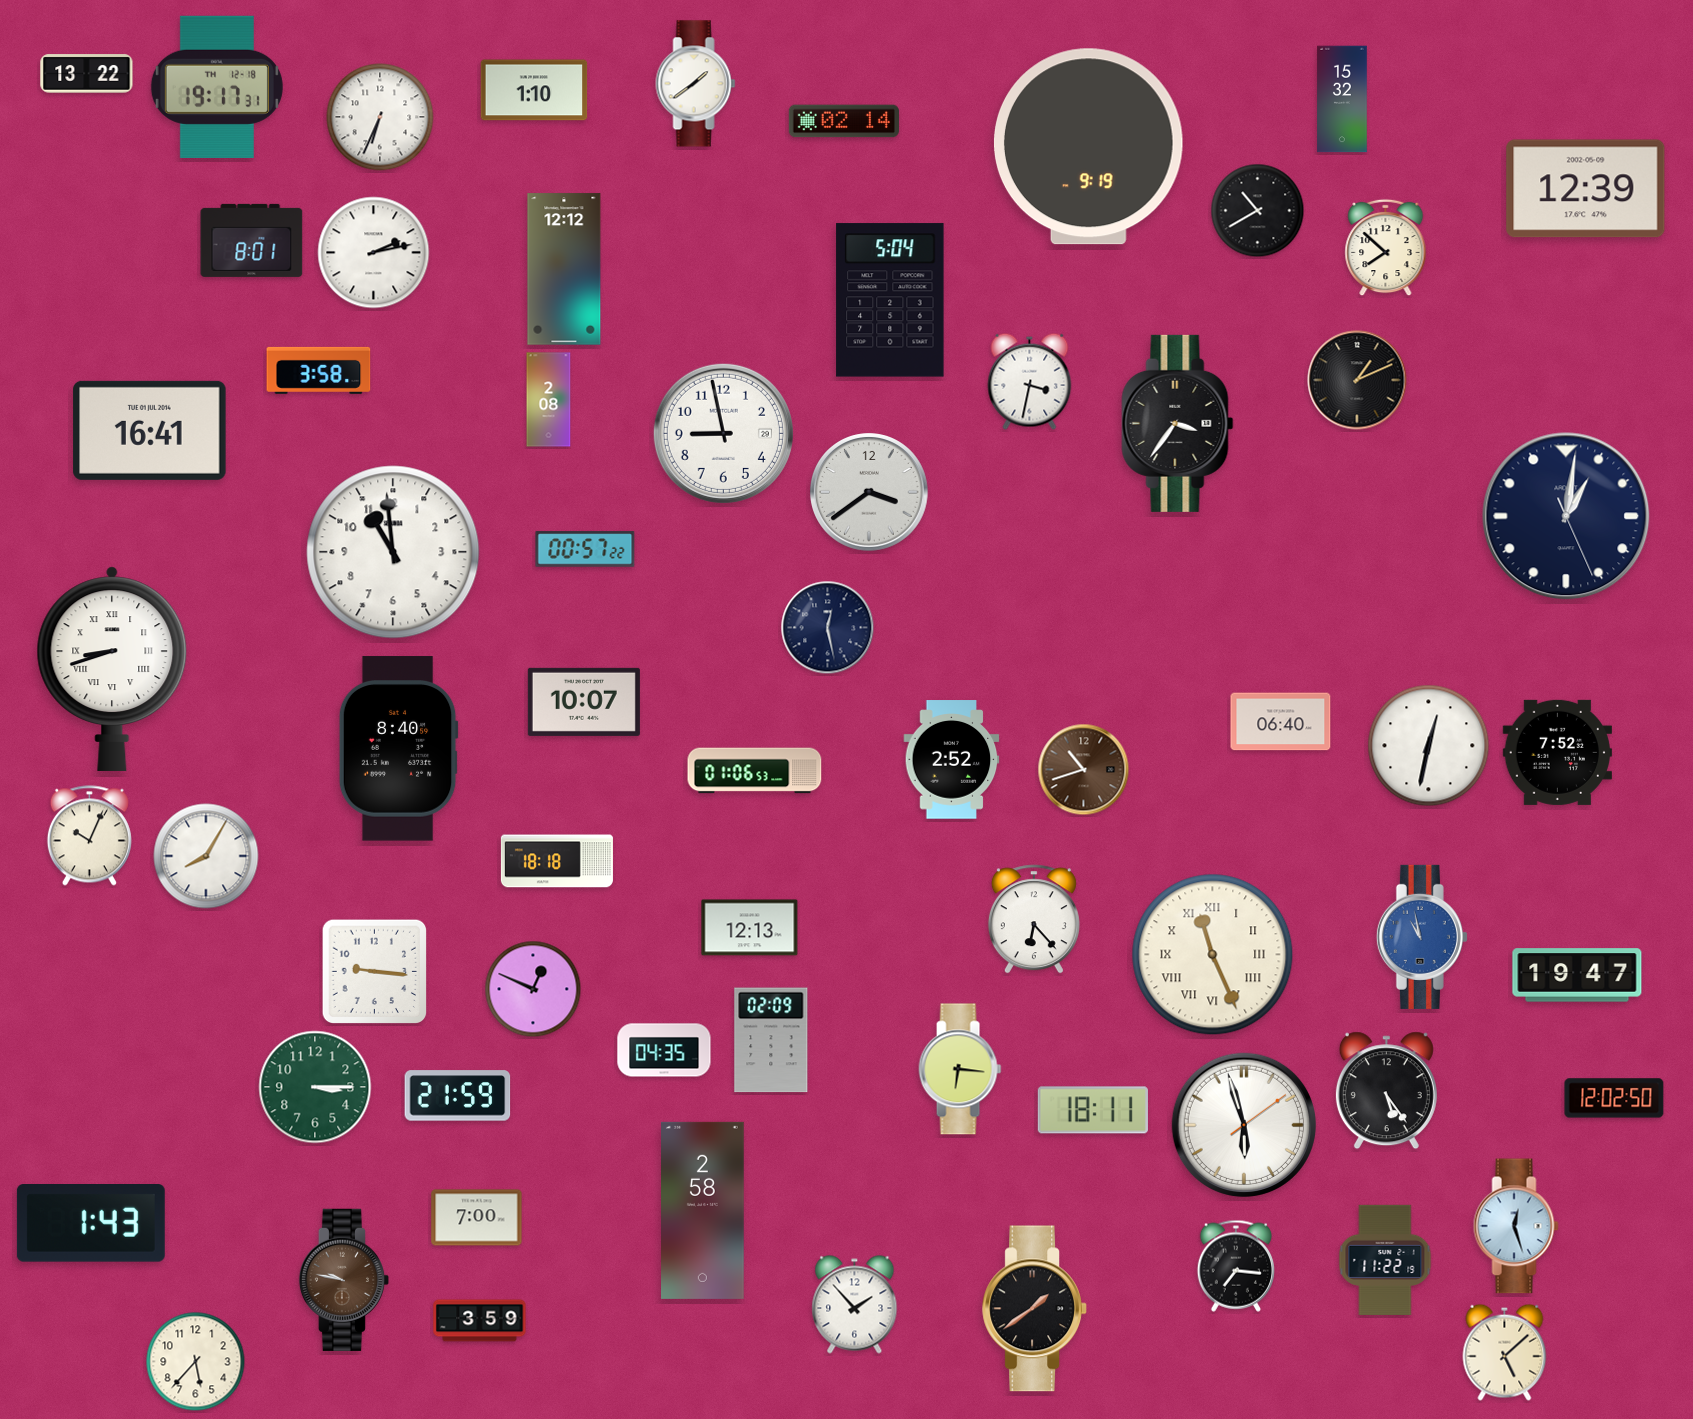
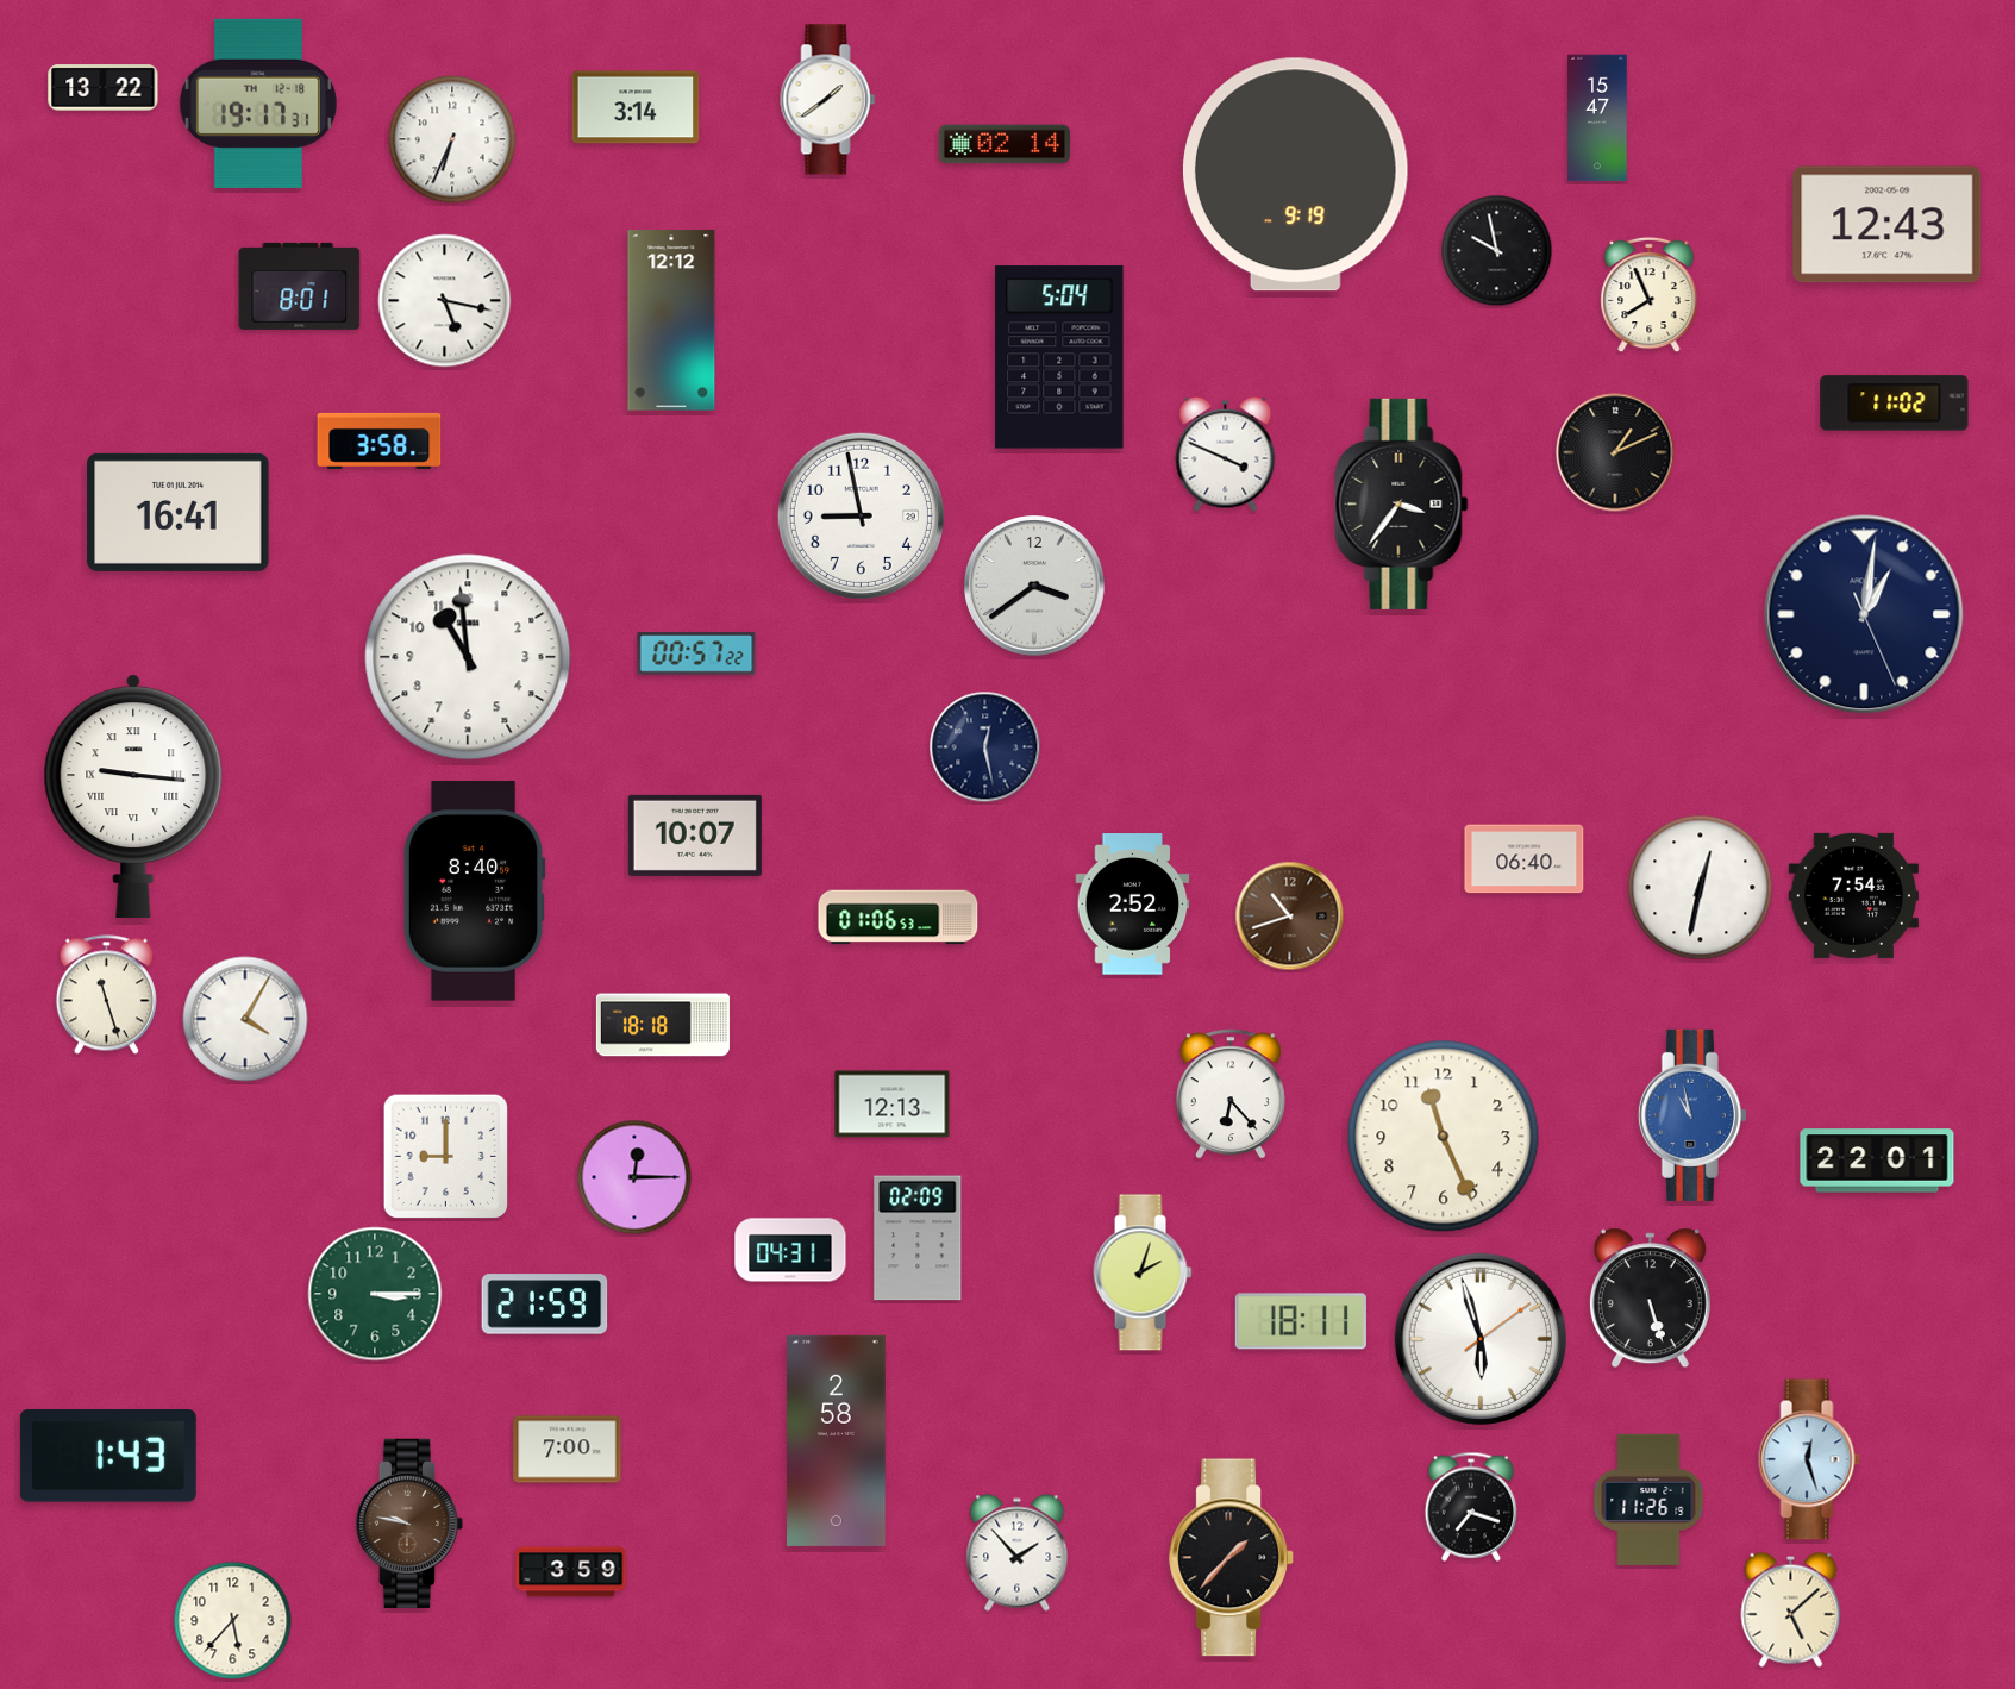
clock at (534, 90): 1:10 -> 3:14
clock at (1342, 99): 15:32 -> 15:47
clock at (1586, 189): 12:39 -> 12:43
clock at (1258, 211): 10:40 -> 9:58
clock at (1386, 248): 7:52 -> 7:56
clock at (374, 253): 2:13 -> 5:17
clock at (1895, 404): none -> 11:02
clock at (1030, 381): 3:32 -> 3:49
clock at (549, 400): 2:08 -> none
clock at (112, 669): 8:42 -> 9:16
clock at (1557, 752): 7:52 -> 7:54
clock at (89, 836): 10:04 -> 11:27
clock at (206, 856): 8:05 -> 4:05
clock at (1213, 955) numerals: Roman -> Arabic
clock at (375, 972): 9:16 -> 9:00
clock at (1577, 975): 19:47 -> 22:01
clock at (533, 989): 12:49 -> 12:15
clock at (664, 1050): 04:35 -> 04:31
clock at (960, 1069): 6:16 -> 2:03
clock at (1386, 1091): 5:24 -> 5:27
clock at (1614, 1098): 12:02 -> none
clock at (1516, 1226) position: (1516, 1226) -> (1809, 1459)
clock at (1385, 1260): 11:22 -> 11:26
clock at (1235, 1266): 7:16 -> 7:18
clock at (1035, 1309): 1:39 -> 1:37
